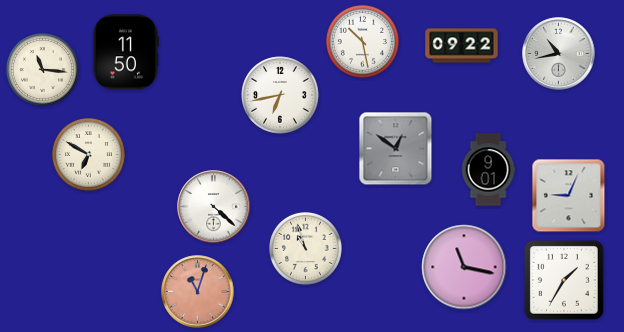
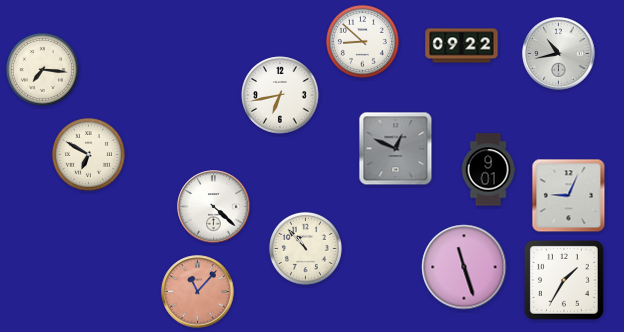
clock at (362, 41): 10:28 -> 8:52
clock at (126, 52): 11:50 -> none
clock at (42, 69): 11:16 -> 7:16
clock at (396, 149): 12:51 -> 12:49
clock at (305, 248): 10:57 -> 10:53
clock at (464, 267): 11:17 -> 11:27
clock at (198, 292): 11:03 -> 11:07
